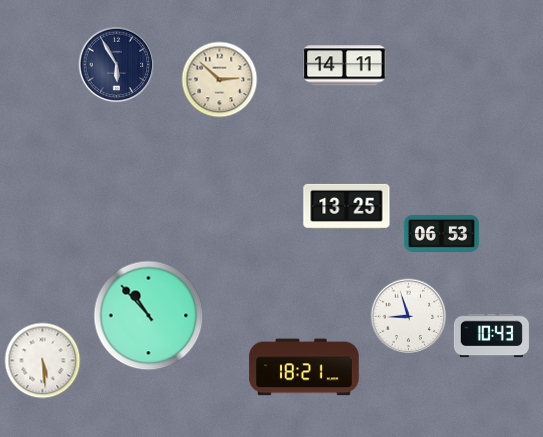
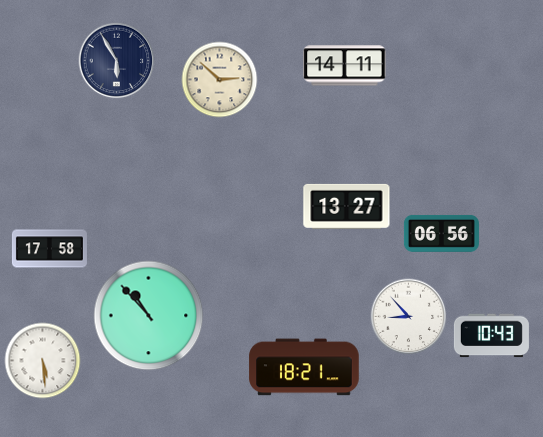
clock at (117, 65) position: (117, 65) -> (117, 61)
clock at (347, 206): 13:25 -> 13:27
clock at (441, 234): 06:53 -> 06:56
clock at (49, 249): none -> 17:58
clock at (409, 317): 8:57 -> 8:53
